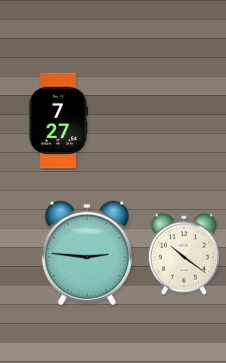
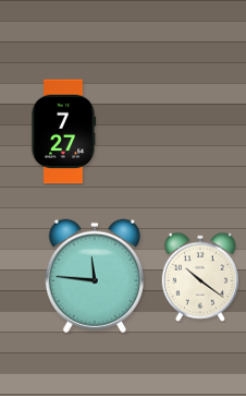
clock at (87, 253): 2:46 -> 11:46
